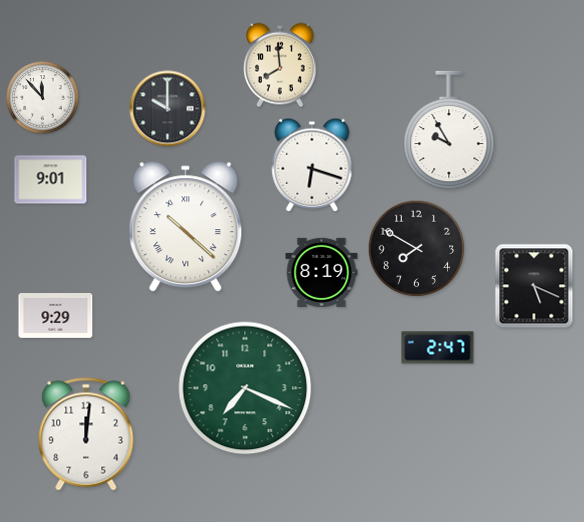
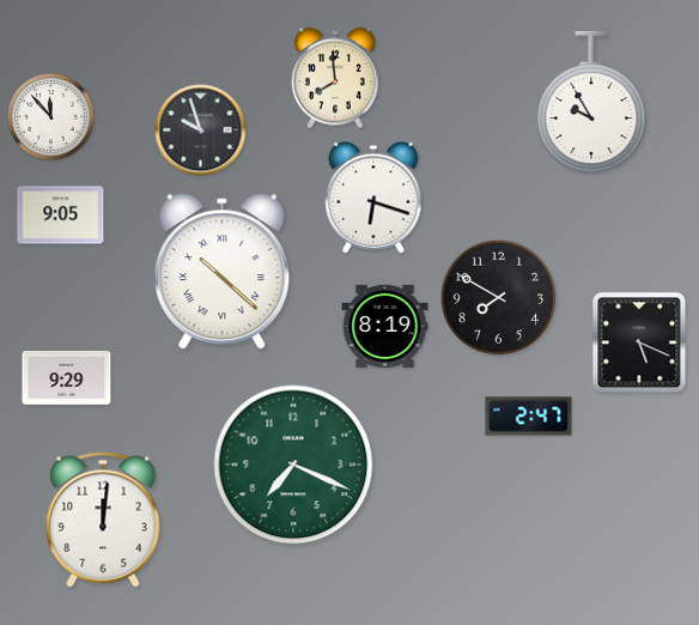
clock at (168, 109): 10:00 -> 9:57
clock at (449, 130) position: (449, 130) -> (591, 102)
clock at (51, 180): 9:01 -> 9:05
clock at (438, 348) position: (438, 348) -> (529, 417)
